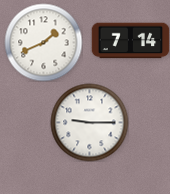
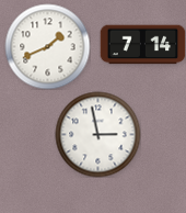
clock at (89, 122): 9:15 -> 2:58
